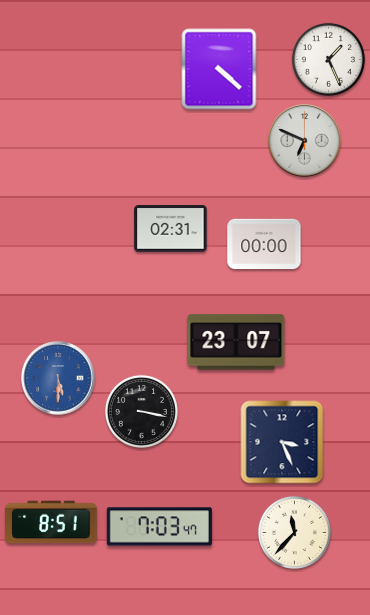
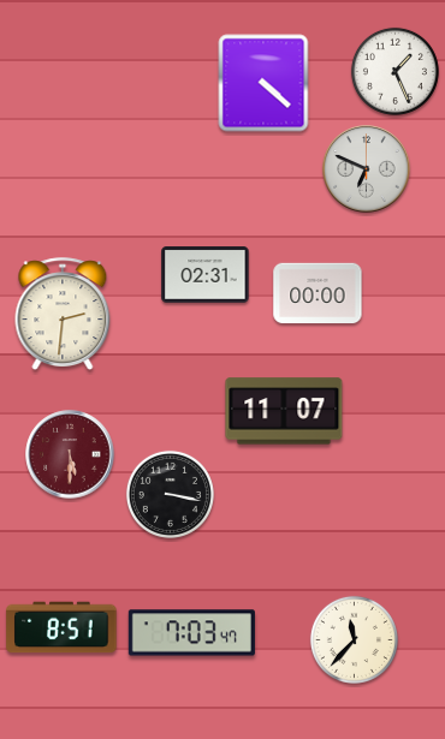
clock at (63, 314): none -> 2:31
clock at (236, 342): 23:07 -> 11:07
clock at (58, 378) dial: blue -> burgundy
clock at (282, 442): 3:26 -> none
